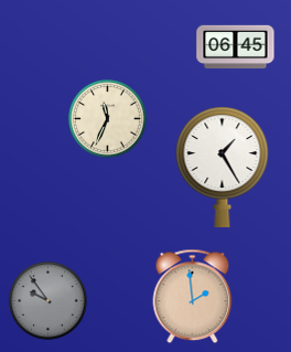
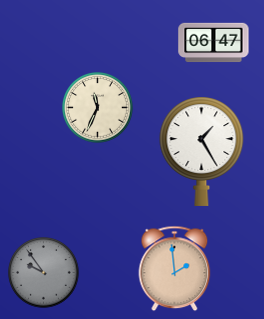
clock at (236, 47): 06:45 -> 06:47
